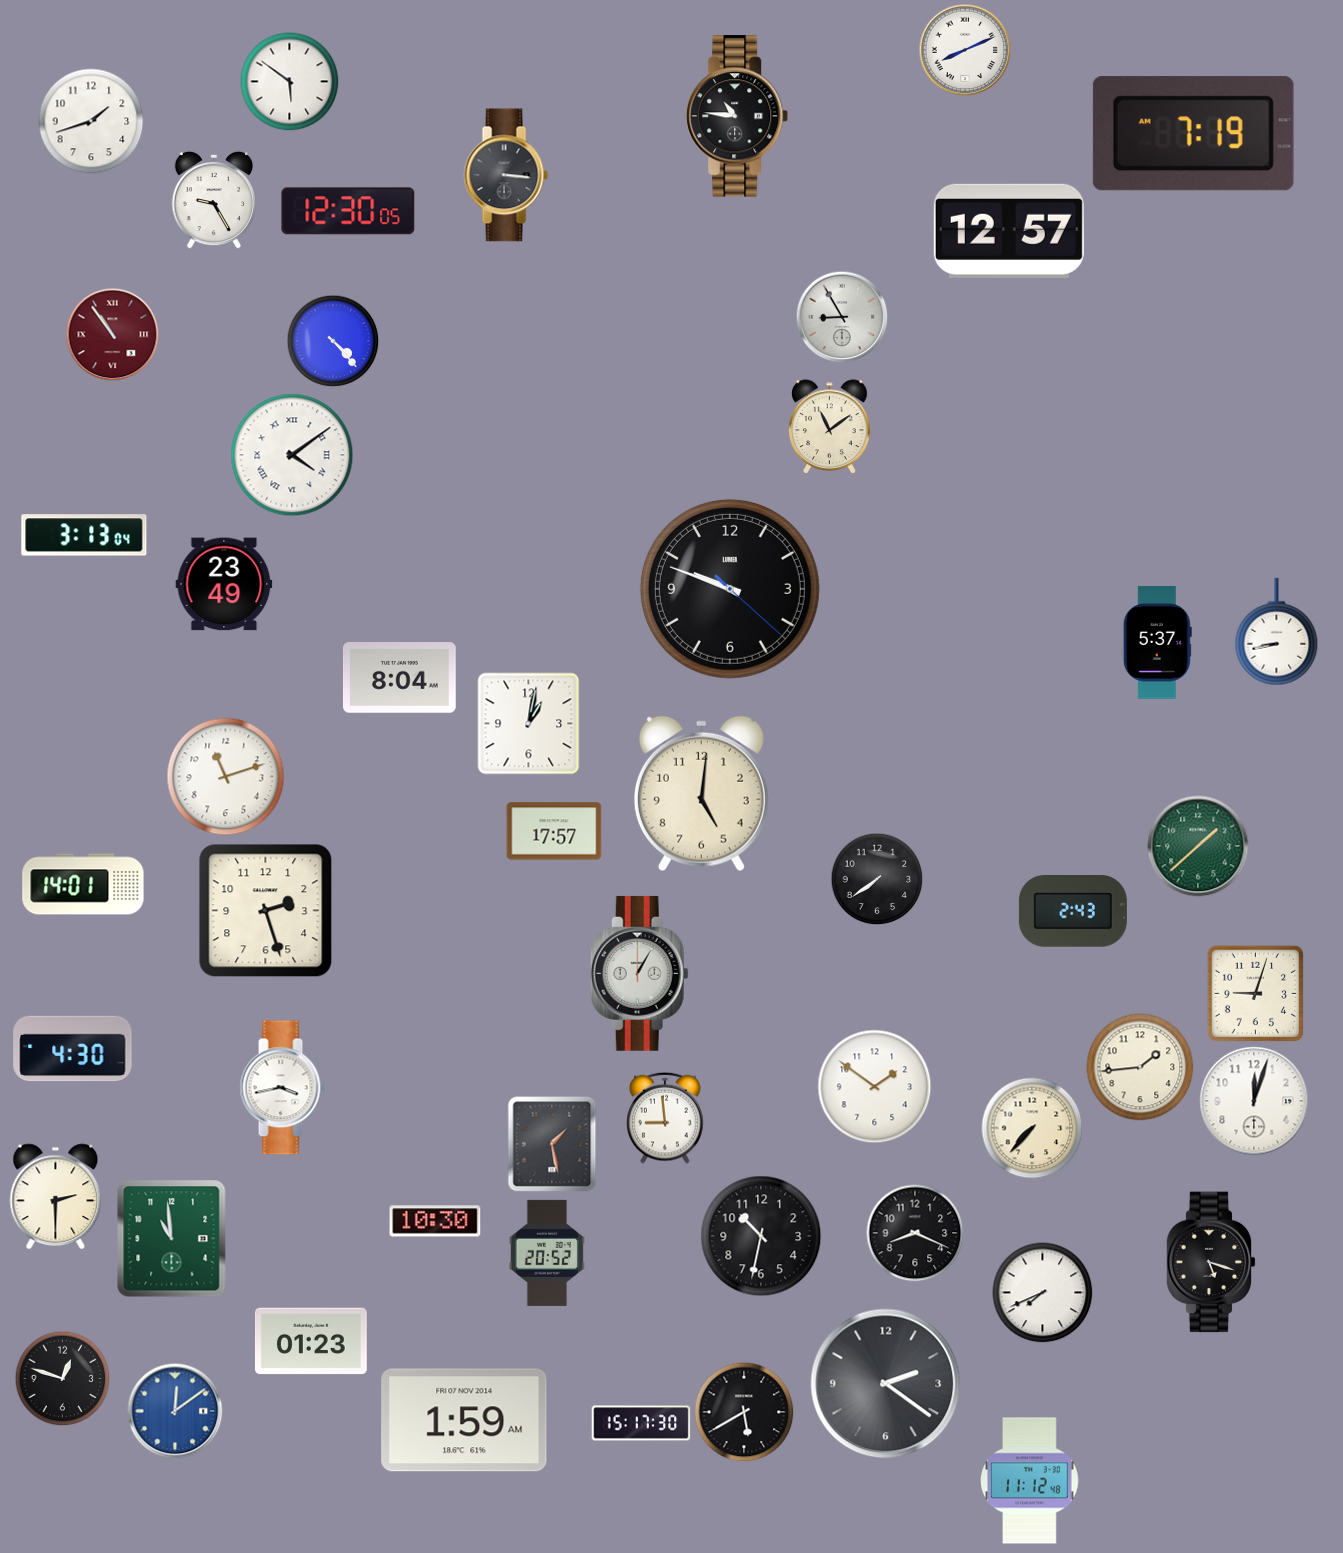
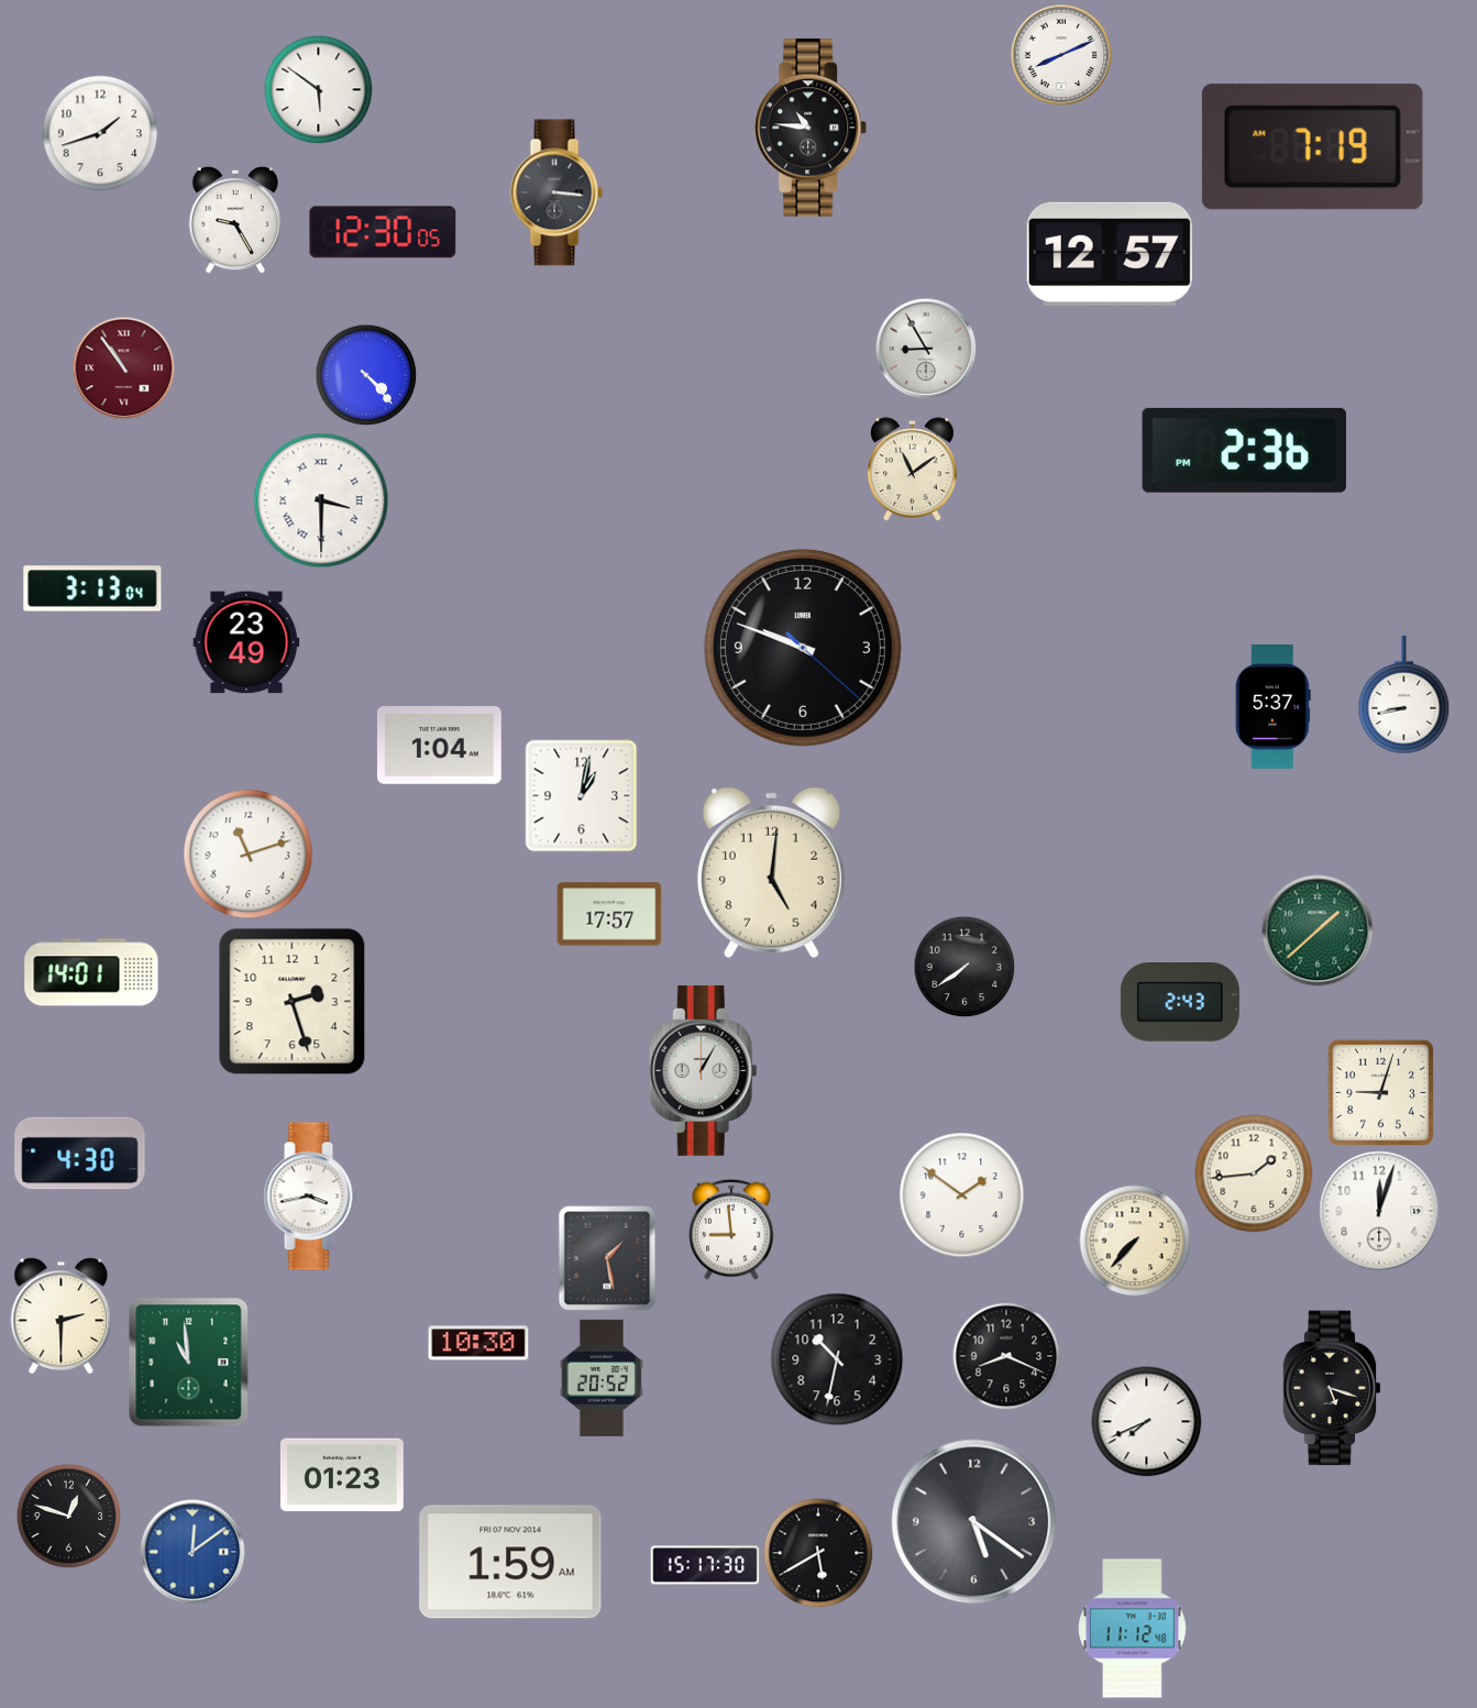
clock at (1244, 450): none -> 2:36
clock at (292, 455): 4:09 -> 3:30
clock at (400, 678): 8:04 -> 1:04
clock at (886, 1384): 2:21 -> 5:21
